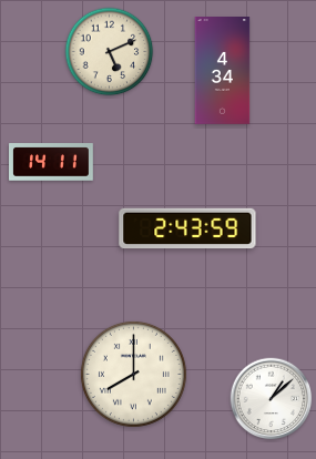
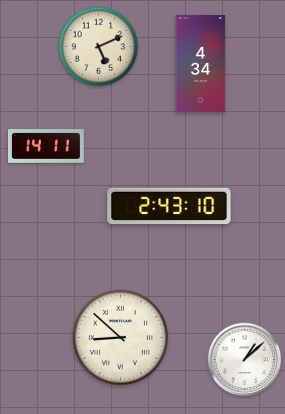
clock at (187, 228): 2:43:59 -> 2:43:10
clock at (133, 374): 8:00 -> 8:52
